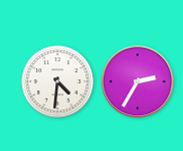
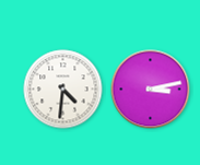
clock at (138, 82): 2:35 -> 3:13
